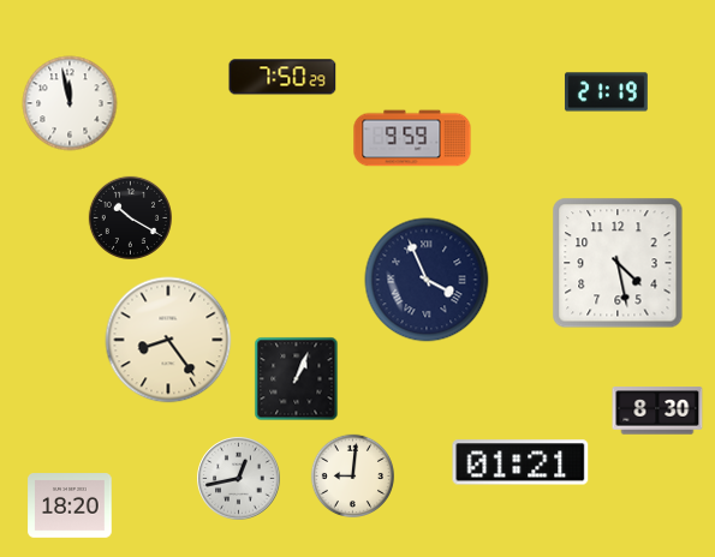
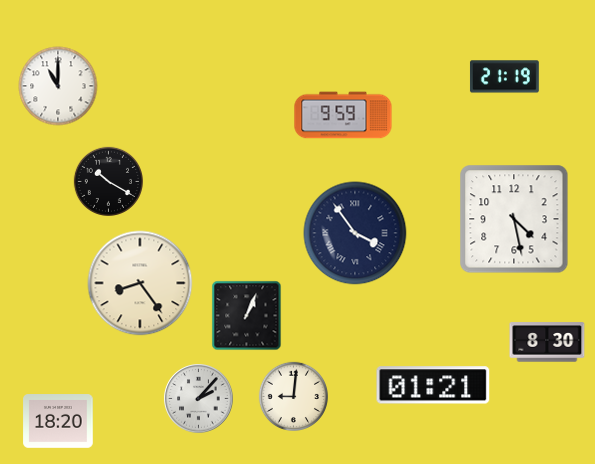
clock at (282, 77): 7:50 -> none
clock at (70, 103): 11:58 -> 11:00
clock at (427, 280): 3:56 -> 3:54
clock at (239, 479): 12:43 -> 2:07
